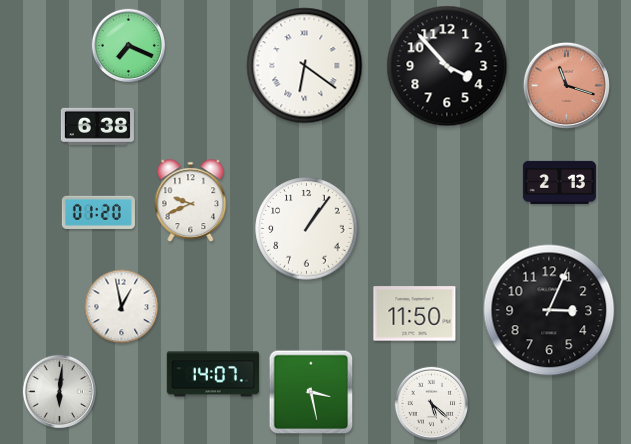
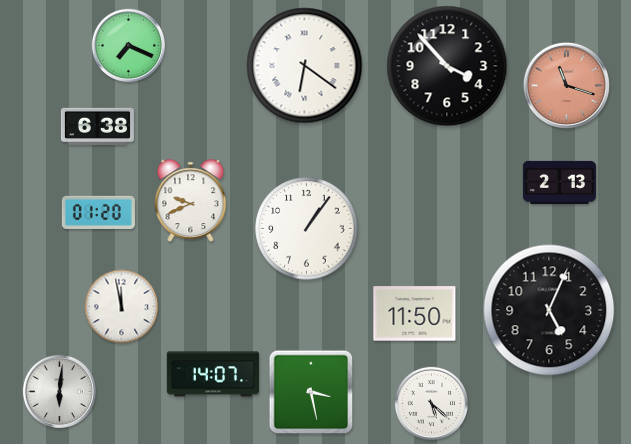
clock at (122, 307): 12:58 -> 11:58
clock at (549, 310): 3:04 -> 5:04
